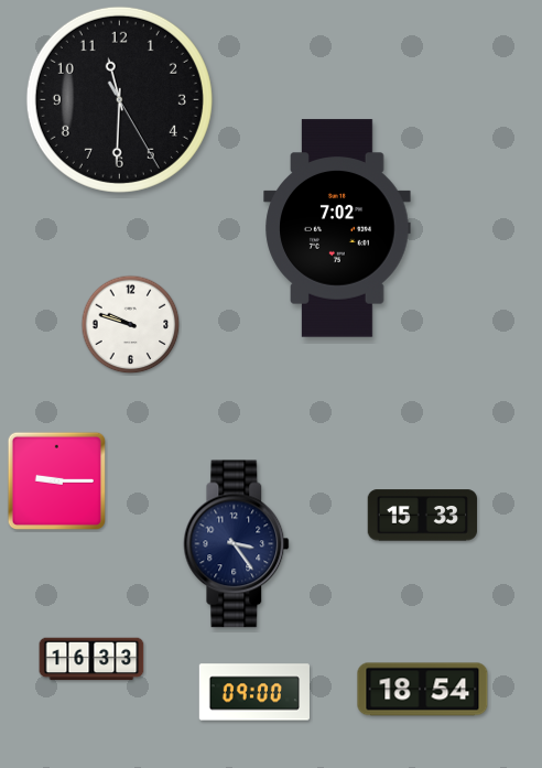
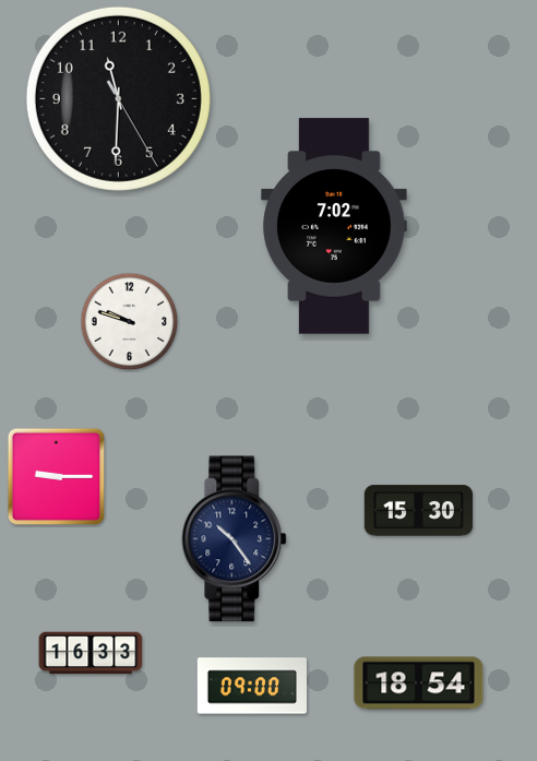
clock at (422, 516): 15:33 -> 15:30
clock at (237, 544): 3:24 -> 10:24
